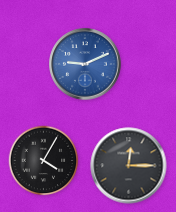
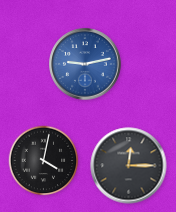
clock at (85, 64): 9:11 -> 9:13
clock at (44, 161): 4:05 -> 4:02
